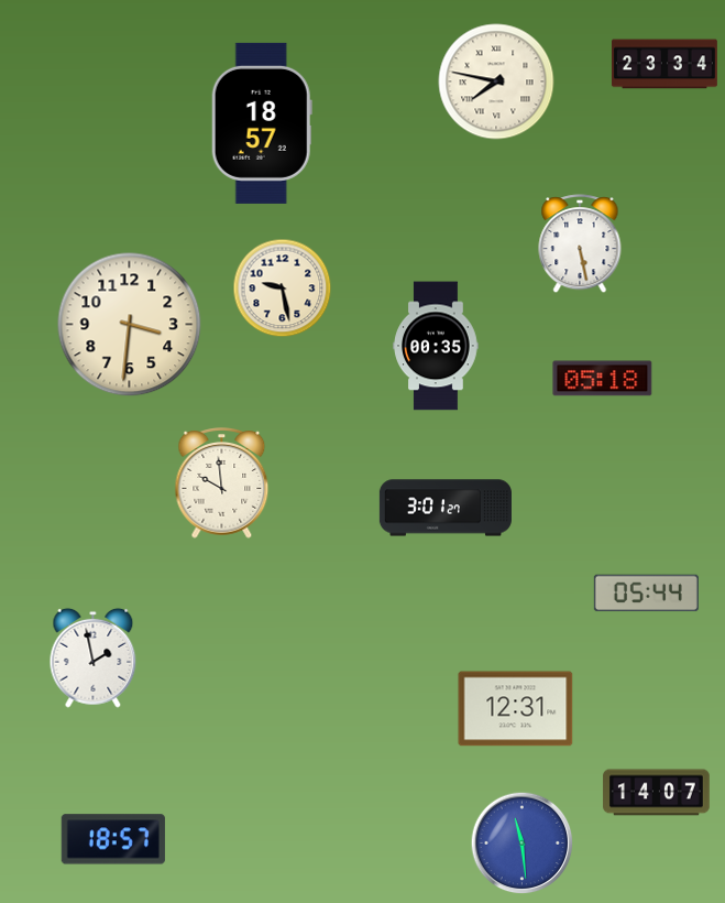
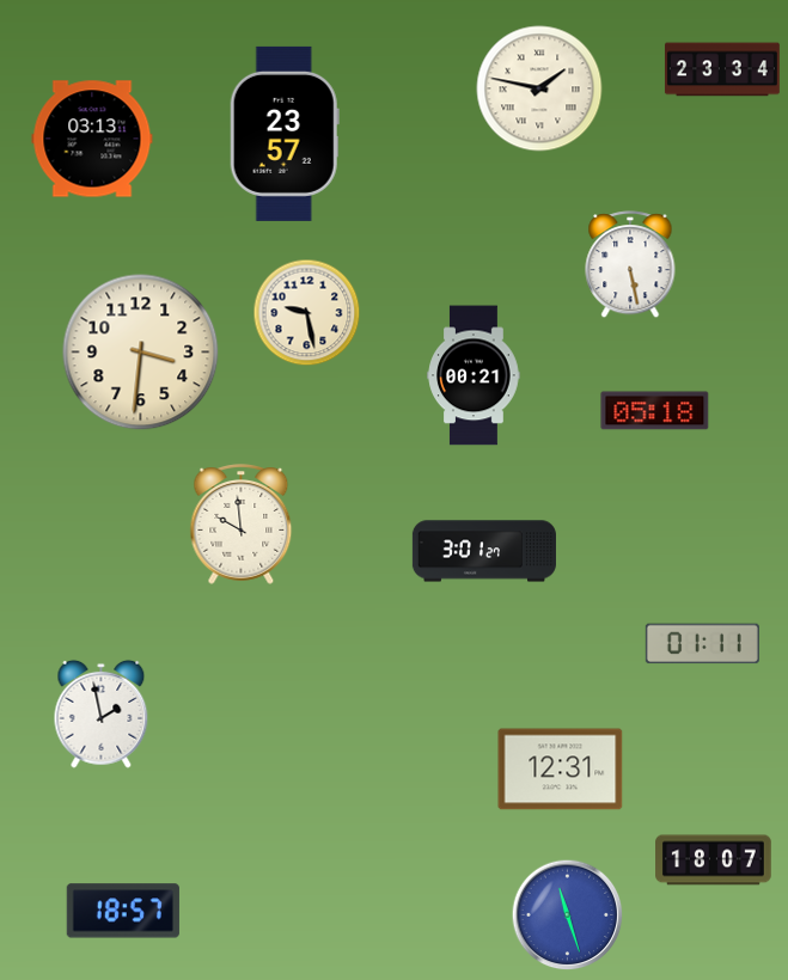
clock at (496, 81): 7:47 -> 1:47
clock at (262, 123): 18:57 -> 23:57
clock at (92, 139): none -> 03:13
clock at (436, 346): 00:35 -> 00:21
clock at (646, 594): 05:44 -> 01:11
clock at (657, 793): 14:07 -> 18:07
clock at (523, 844): 11:29 -> 11:27
